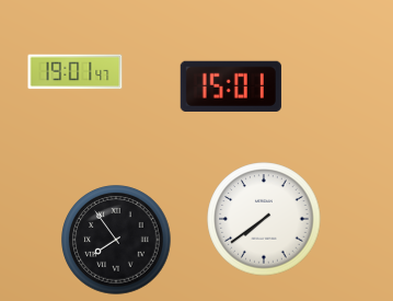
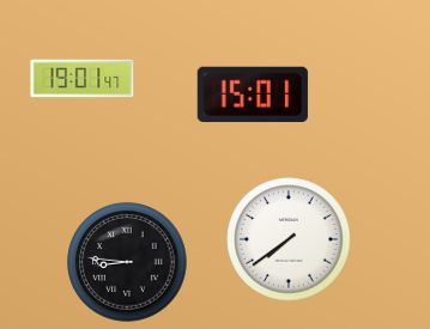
clock at (116, 240): 7:54 -> 8:46
